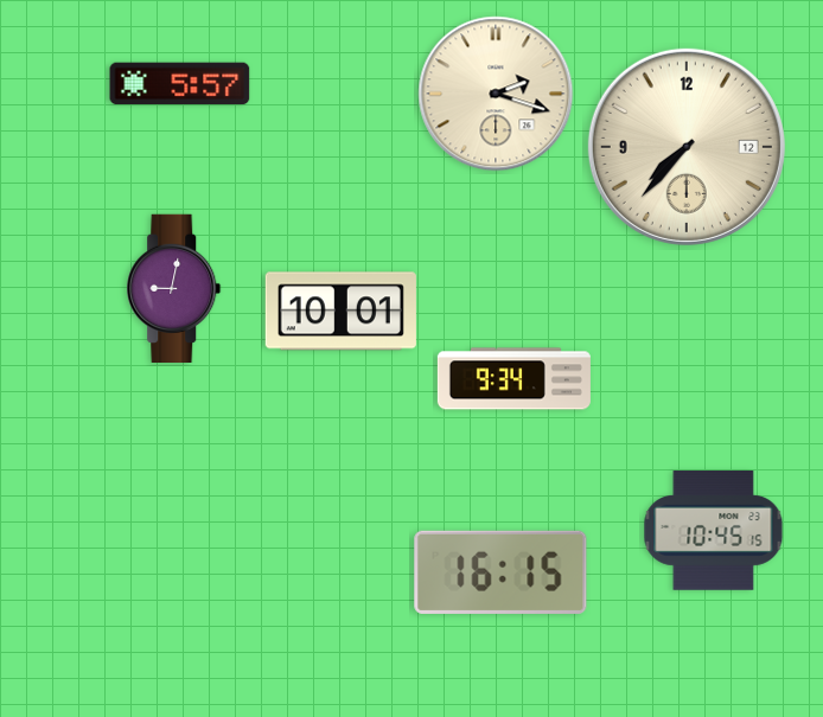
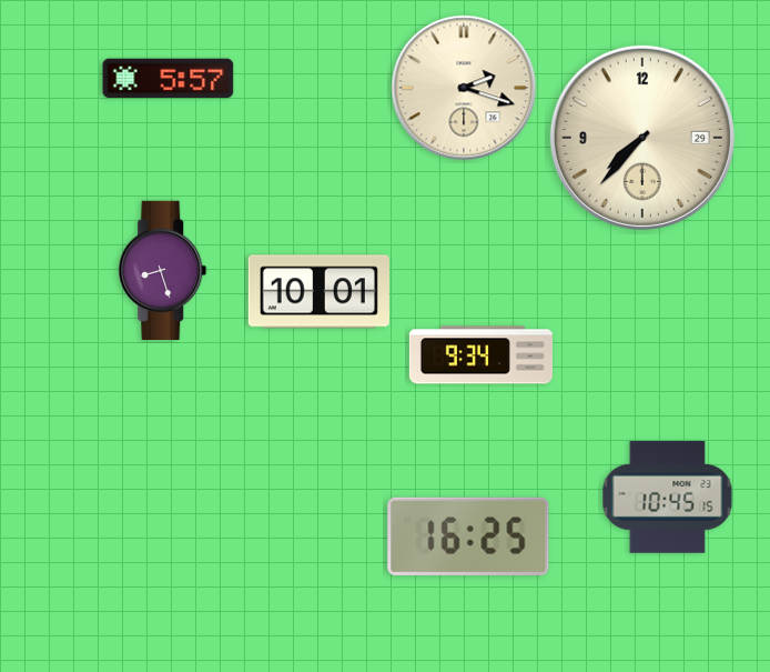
clock at (687, 147) date: 12 -> 29
clock at (174, 288): 9:02 -> 8:27
clock at (500, 572): 16:15 -> 16:25
